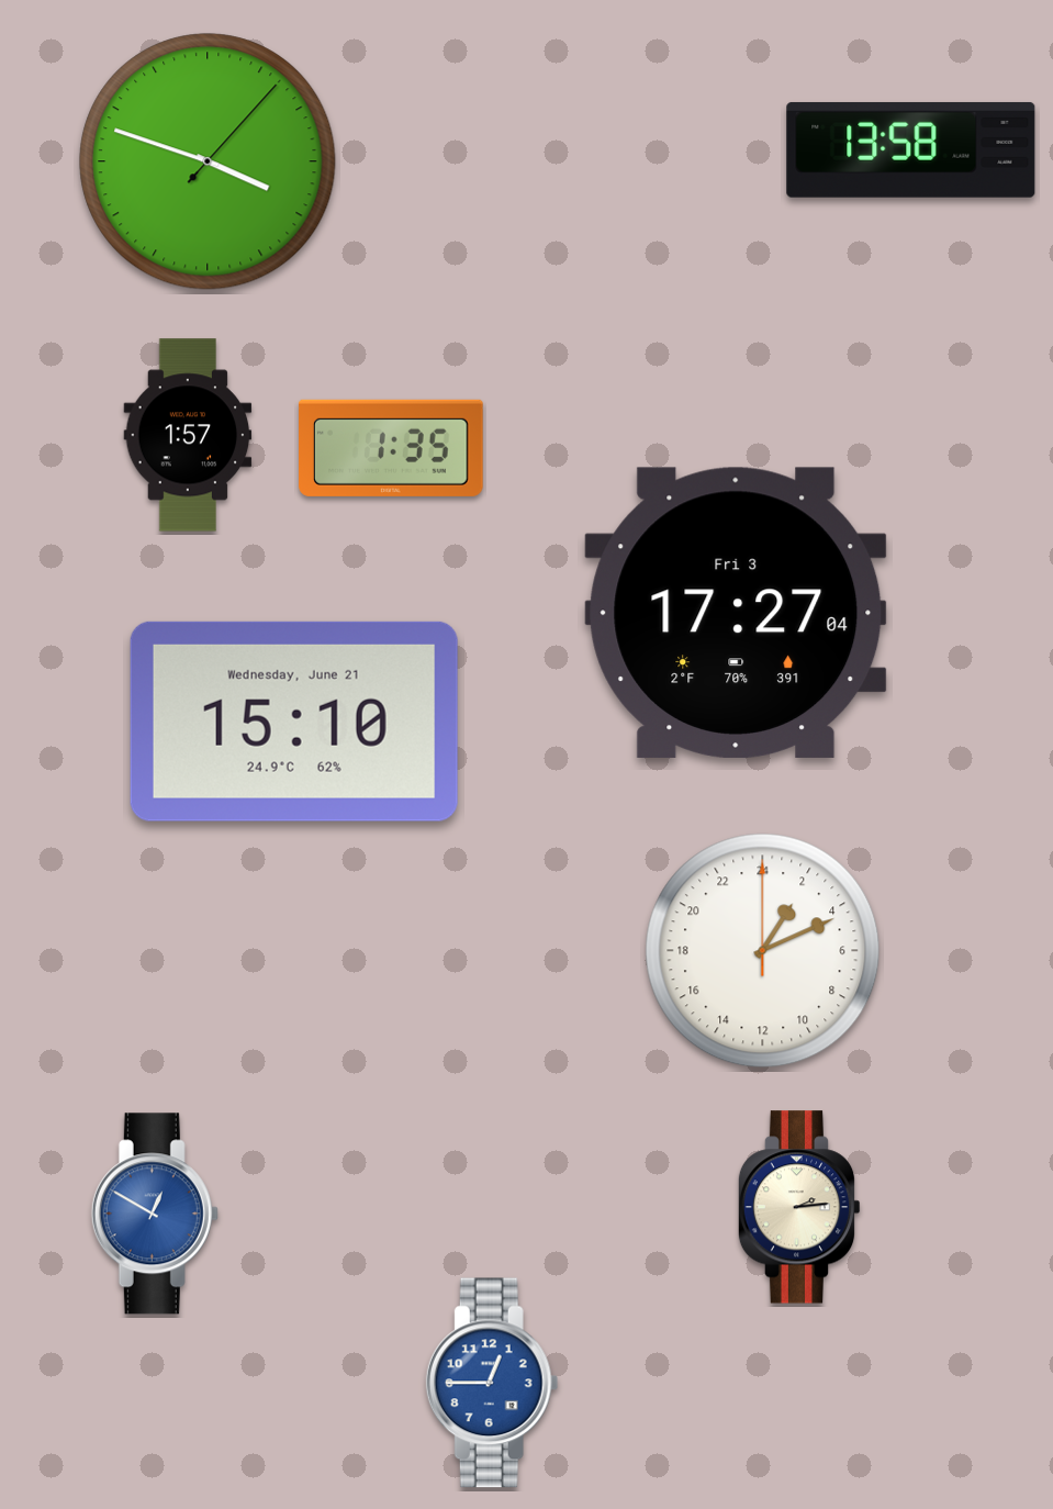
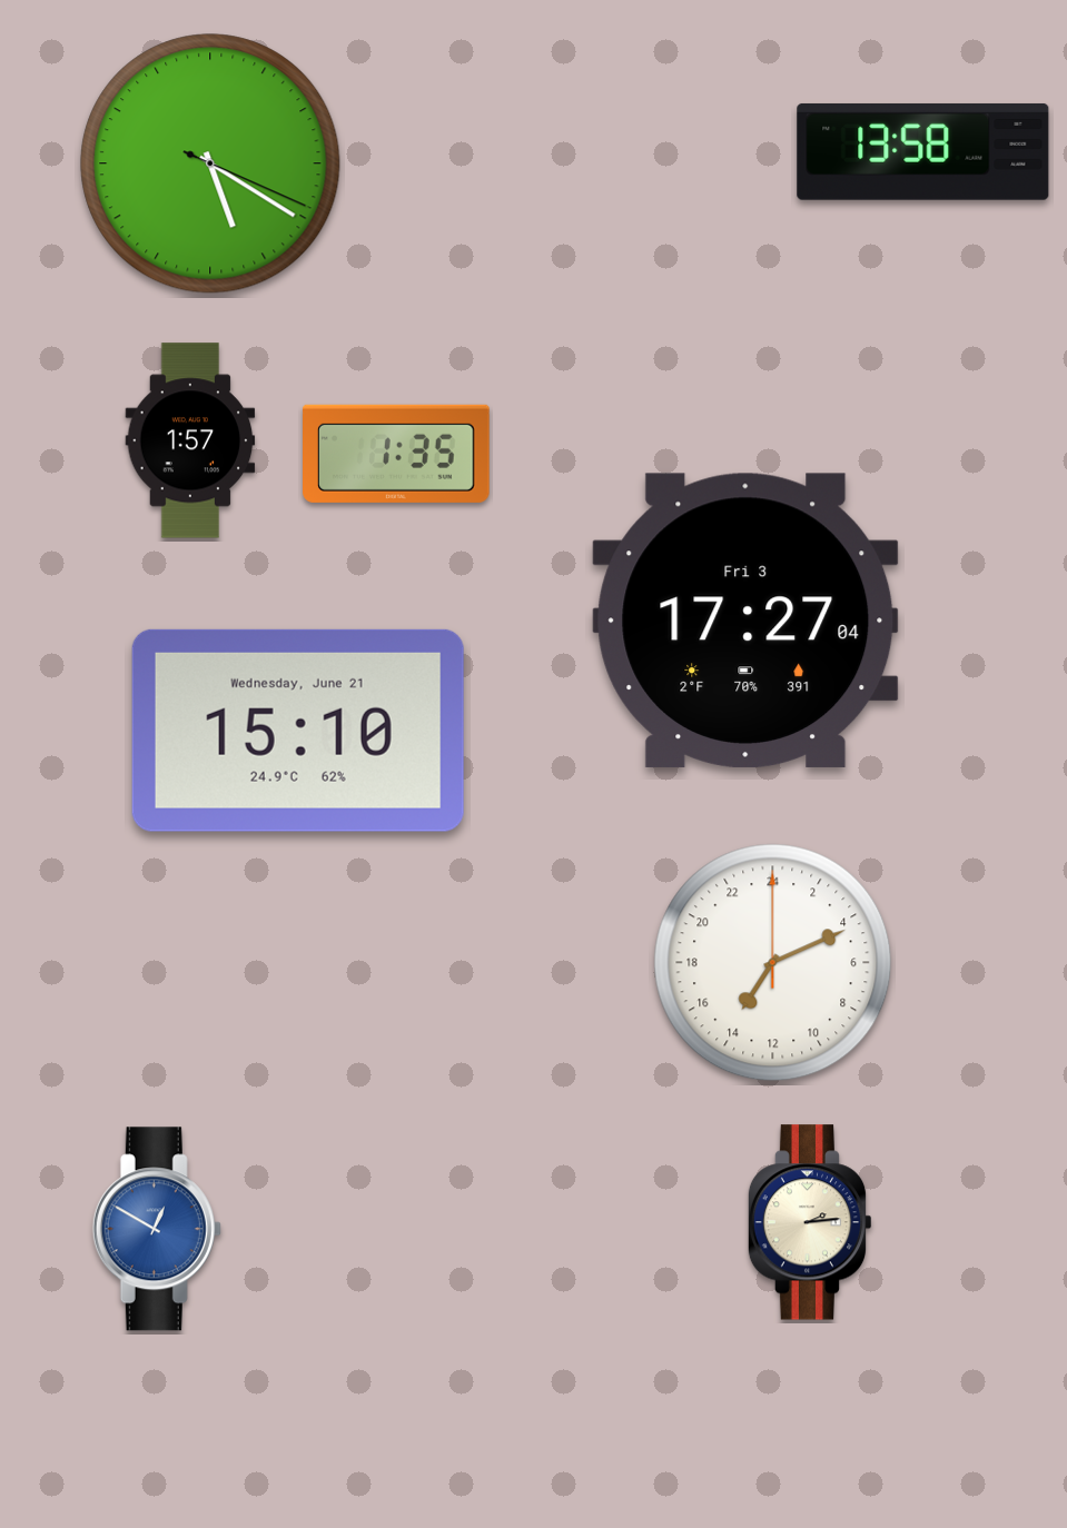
clock at (208, 161): 3:48 -> 5:20
clock at (763, 951): 2:11 -> 14:11
clock at (492, 1383): 12:45 -> none
